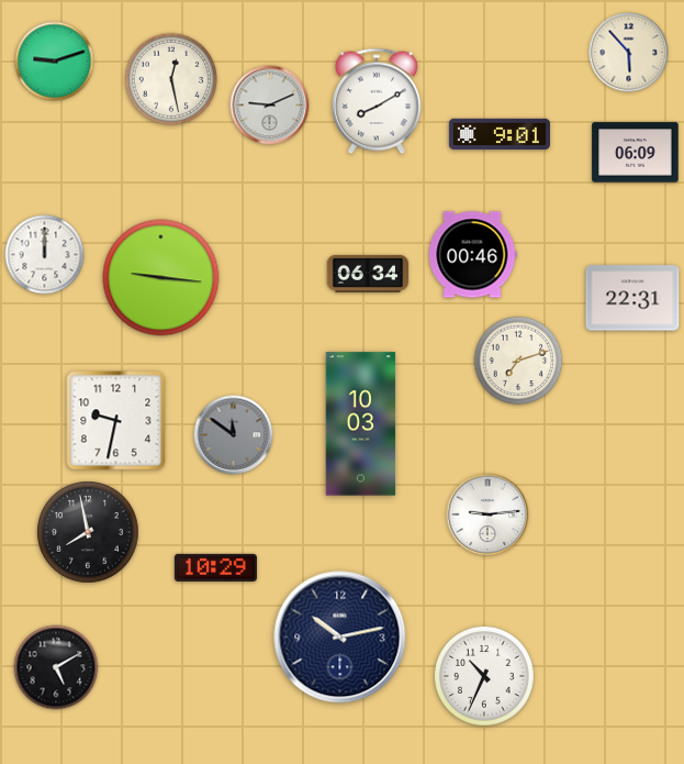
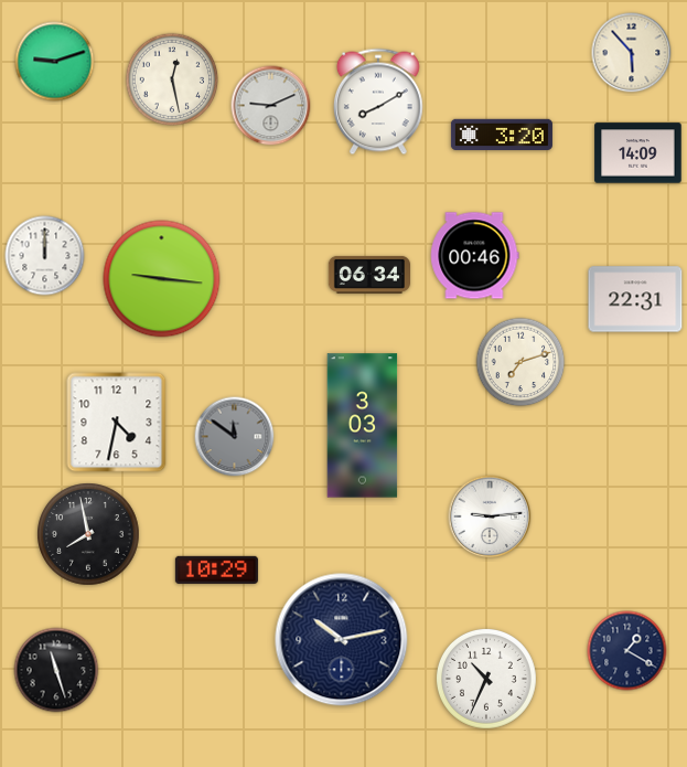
clock at (500, 134): 9:01 -> 3:20
clock at (636, 153): 06:09 -> 14:09
clock at (116, 421): 9:32 -> 4:32
clock at (361, 424): 10:03 -> 3:03
clock at (627, 651): none -> 1:20
clock at (56, 667): 5:10 -> 11:27
